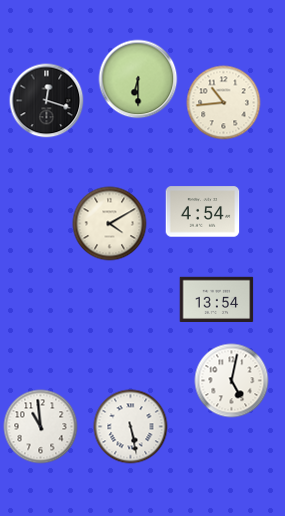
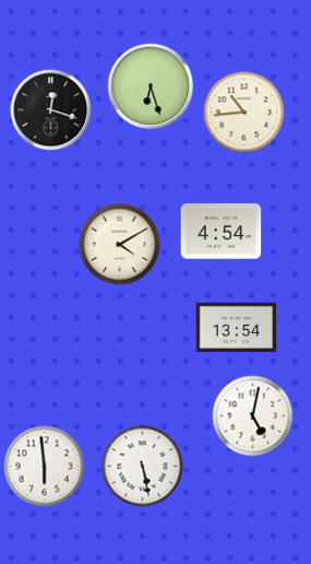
clock at (138, 79): 6:30 -> 6:27
clock at (41, 427): 10:59 -> 5:59
